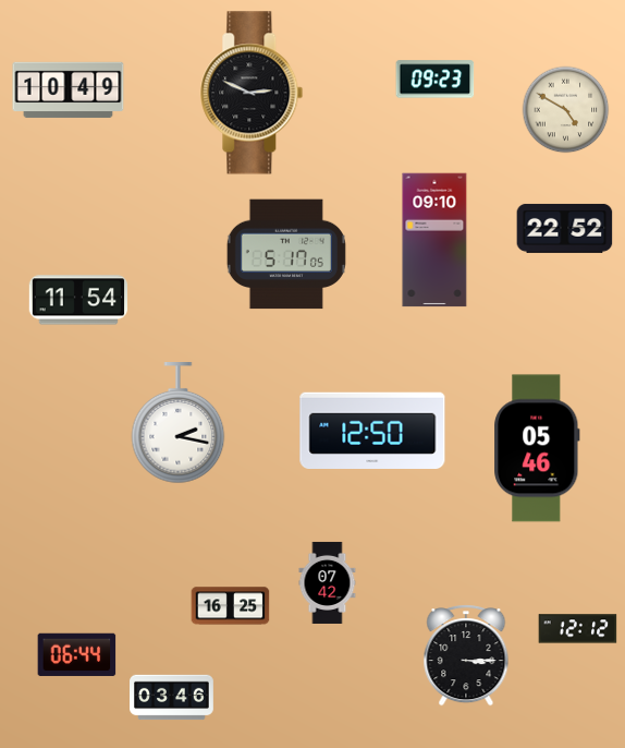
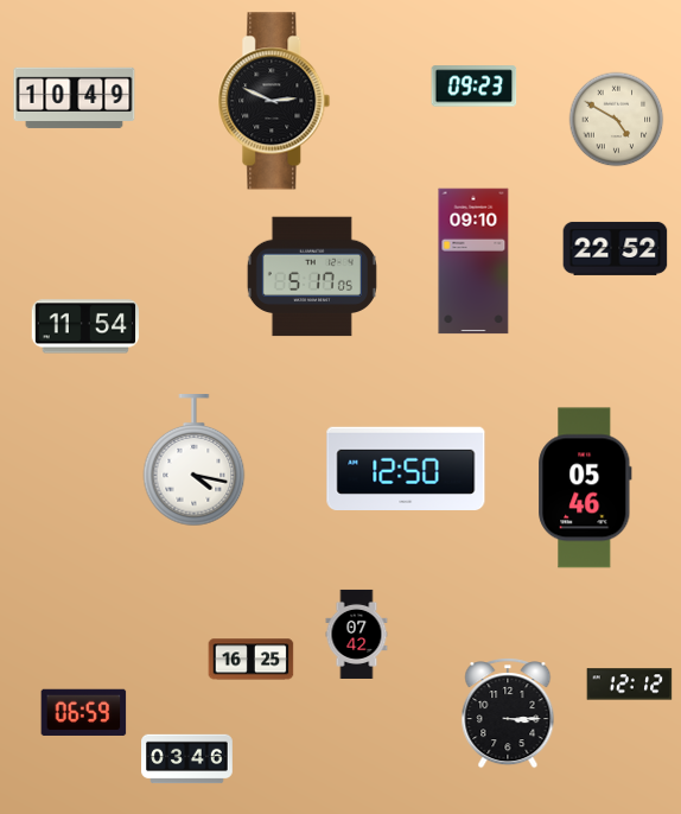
clock at (179, 424): 2:17 -> 4:17
clock at (77, 654): 06:44 -> 06:59
